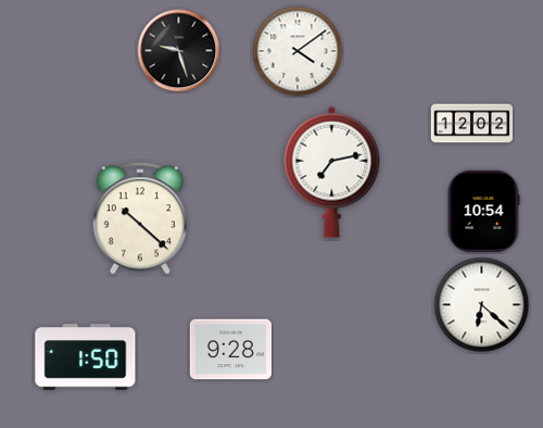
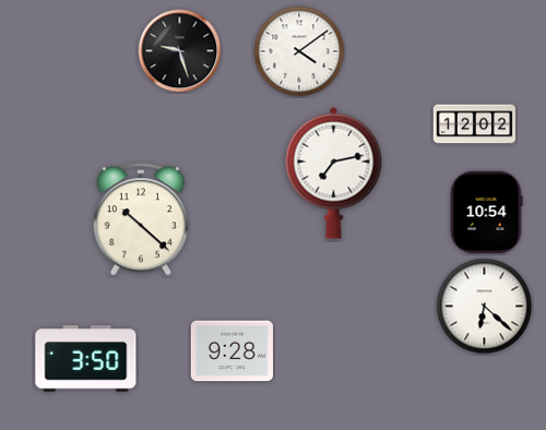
clock at (86, 357): 1:50 -> 3:50
